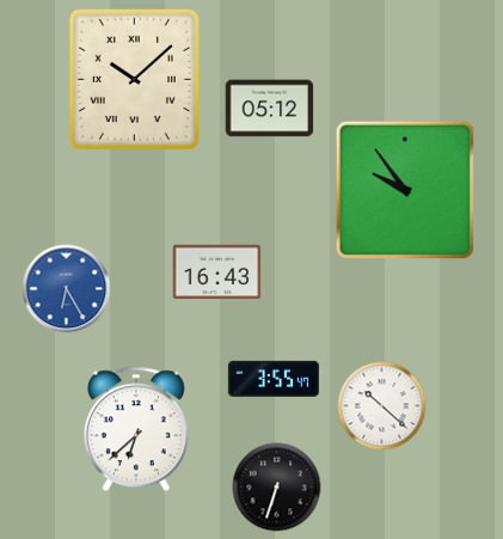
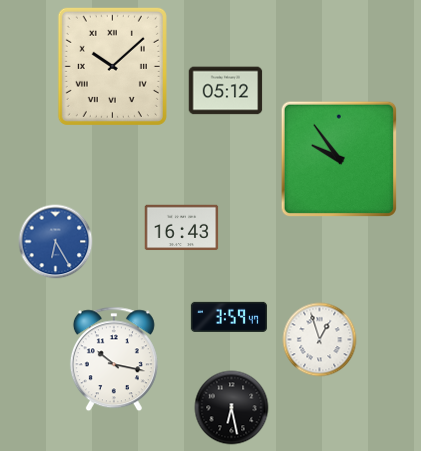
clock at (274, 379): 3:55 -> 3:59
clock at (382, 406): 10:22 -> 12:57
clock at (136, 429): 6:38 -> 10:17
clock at (277, 488): 6:33 -> 6:28
